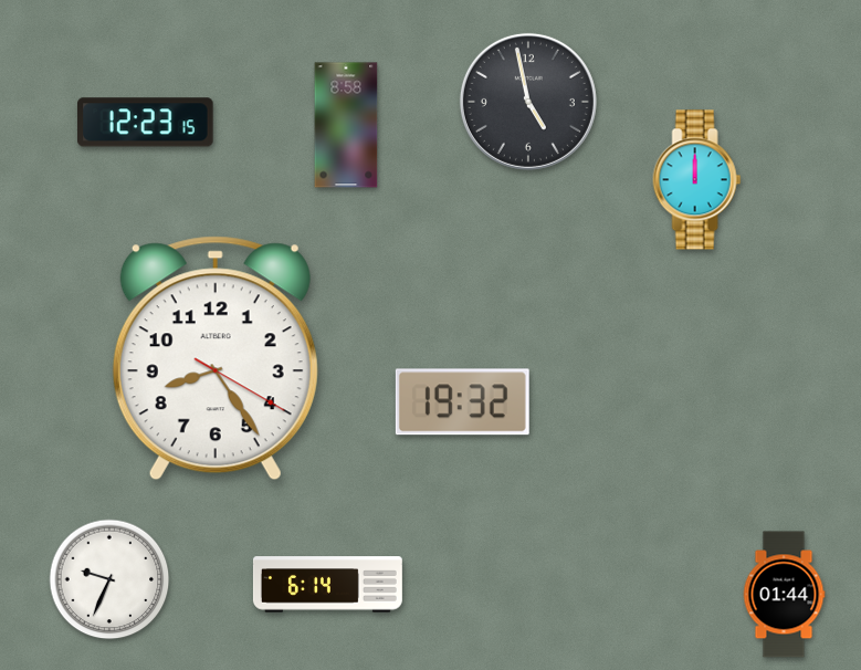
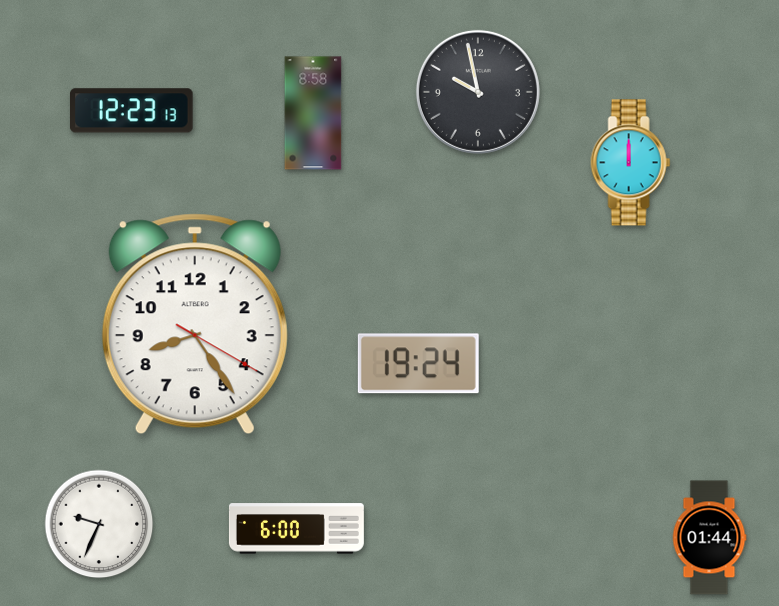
clock at (528, 102): 4:58 -> 9:58
clock at (146, 123): 12:23:15 -> 12:23:13
clock at (462, 402): 19:32 -> 19:24
clock at (327, 585): 6:14 -> 6:00
